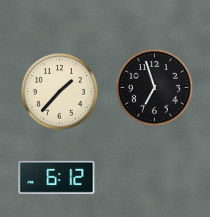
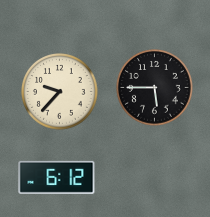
clock at (155, 88): 6:57 -> 5:45
clock at (60, 92): 1:37 -> 9:37
